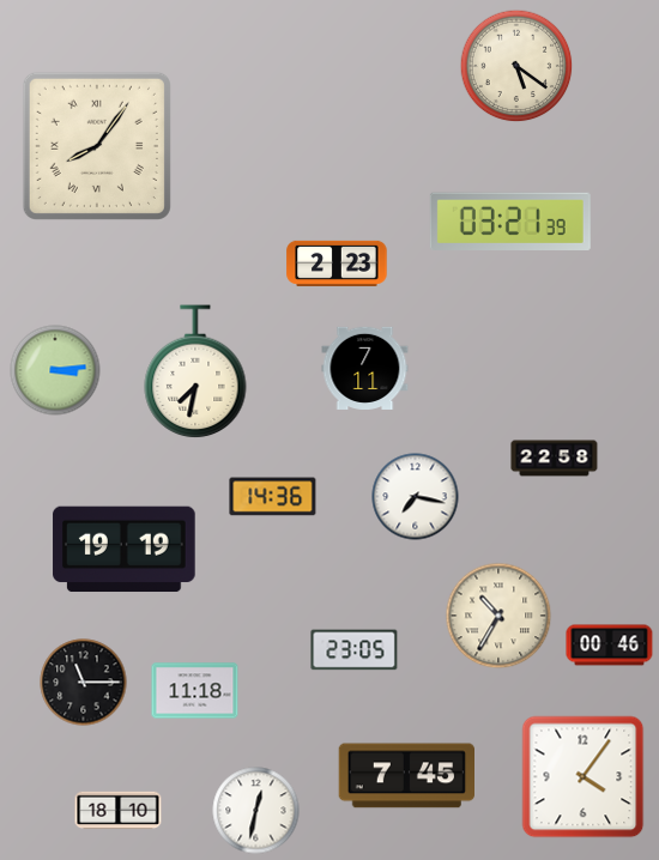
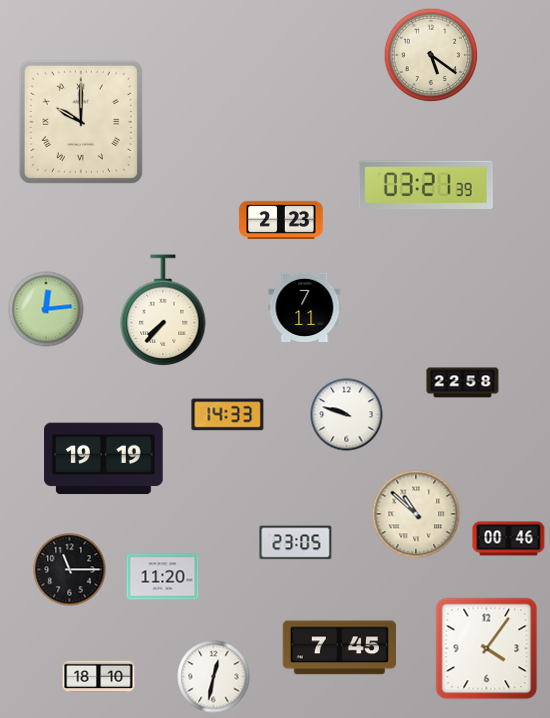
clock at (97, 146): 8:06 -> 10:00
clock at (55, 370): 3:14 -> 12:14
clock at (195, 373): 7:32 -> 7:37
clock at (273, 497): 14:36 -> 14:33
clock at (416, 497): 7:17 -> 9:48
clock at (498, 616): 10:35 -> 10:52
clock at (195, 691): 11:18 -> 11:20
